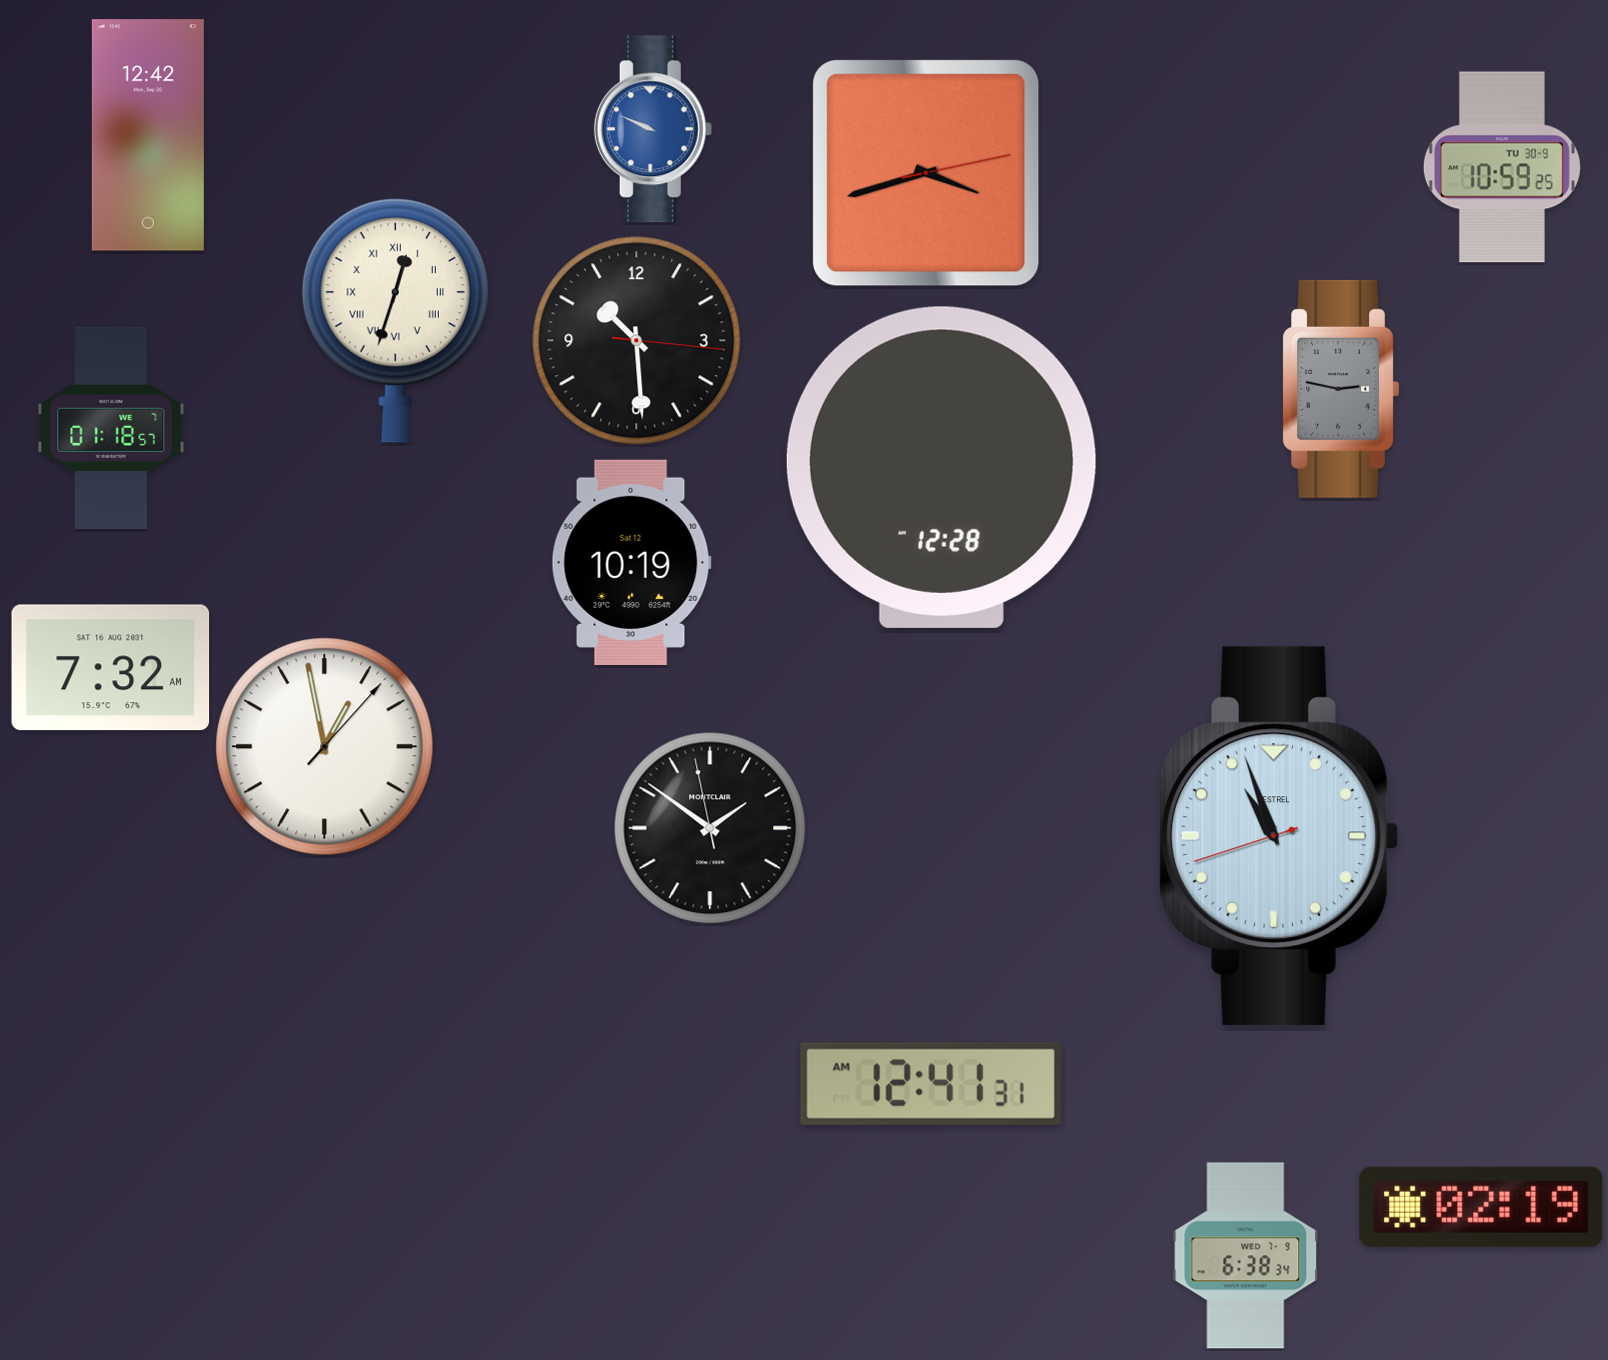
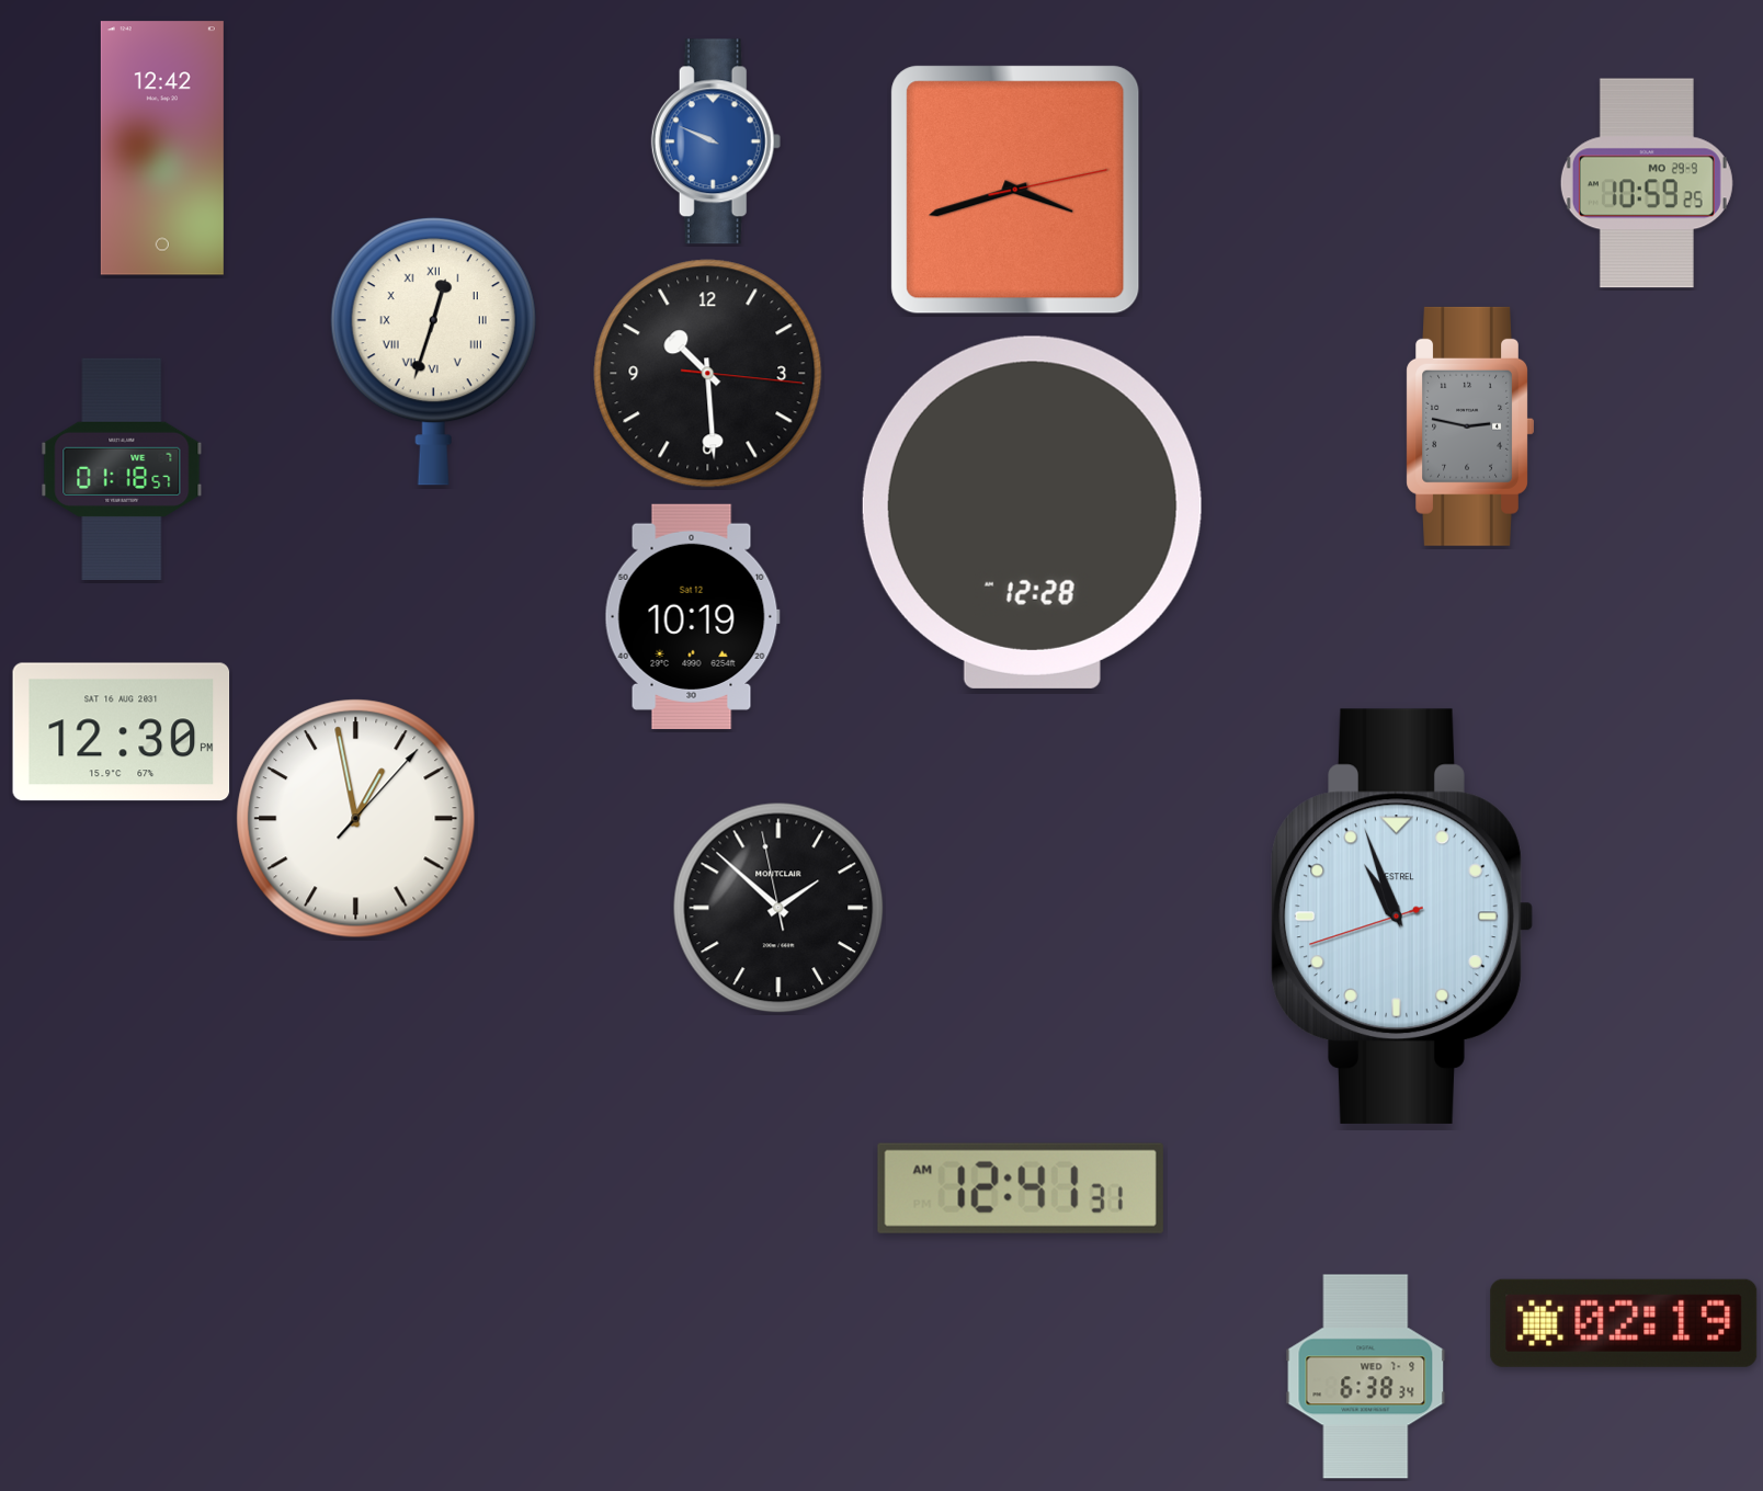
clock at (1502, 167) date: TU 30-9 -> MO 29-9
clock at (637, 341) position: (637, 341) -> (708, 374)
clock at (111, 668): 7:32 -> 12:30
clock at (710, 828): 1:50 -> 1:51
